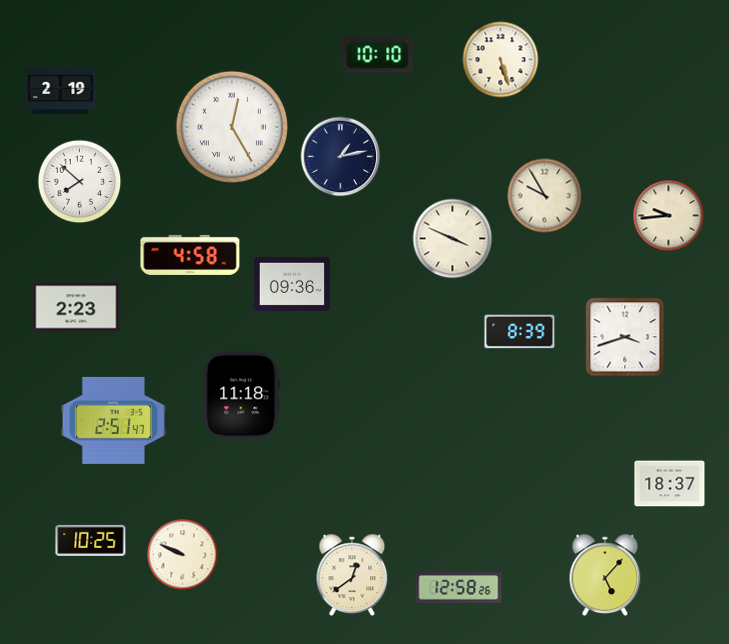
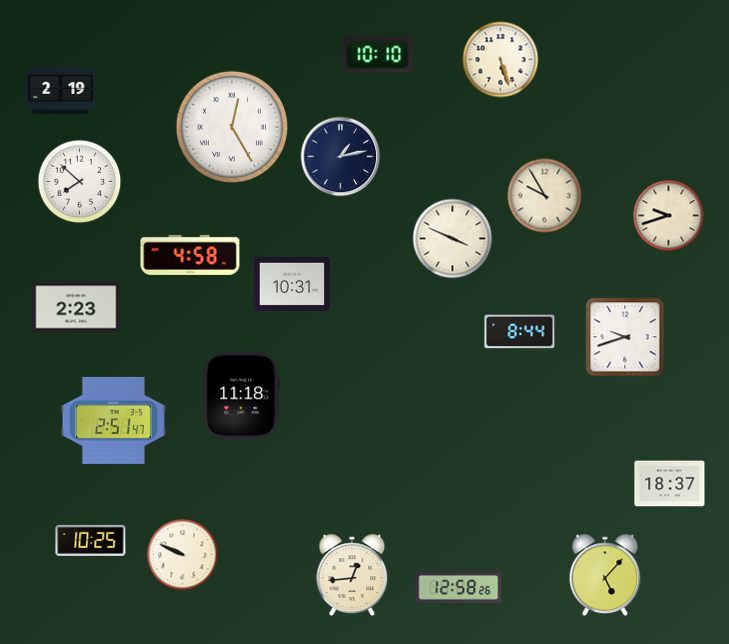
clock at (669, 216): 9:44 -> 9:42
clock at (291, 284): 09:36 -> 10:31
clock at (520, 332): 8:39 -> 8:44
clock at (625, 337): 3:42 -> 9:42
clock at (352, 575): 12:39 -> 12:44
